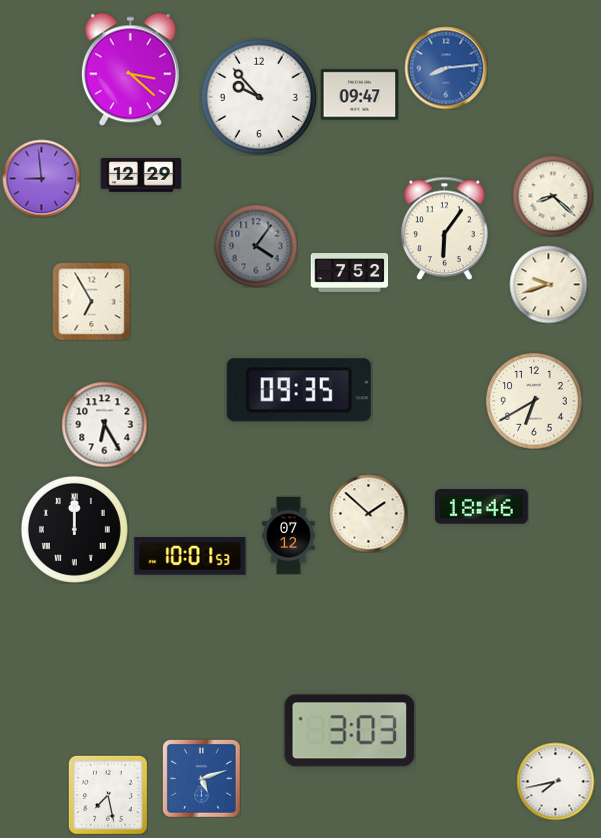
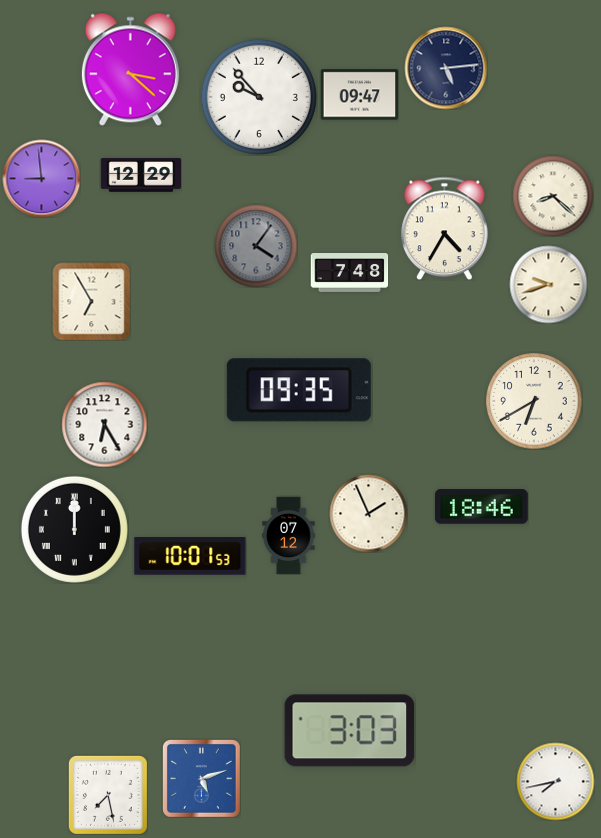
clock at (446, 68): 8:14 -> 5:14
clock at (446, 68) dial: blue -> navy
clock at (445, 228): 6:06 -> 4:35
clock at (349, 273): 7:52 -> 7:48
clock at (368, 513): 1:52 -> 1:56
